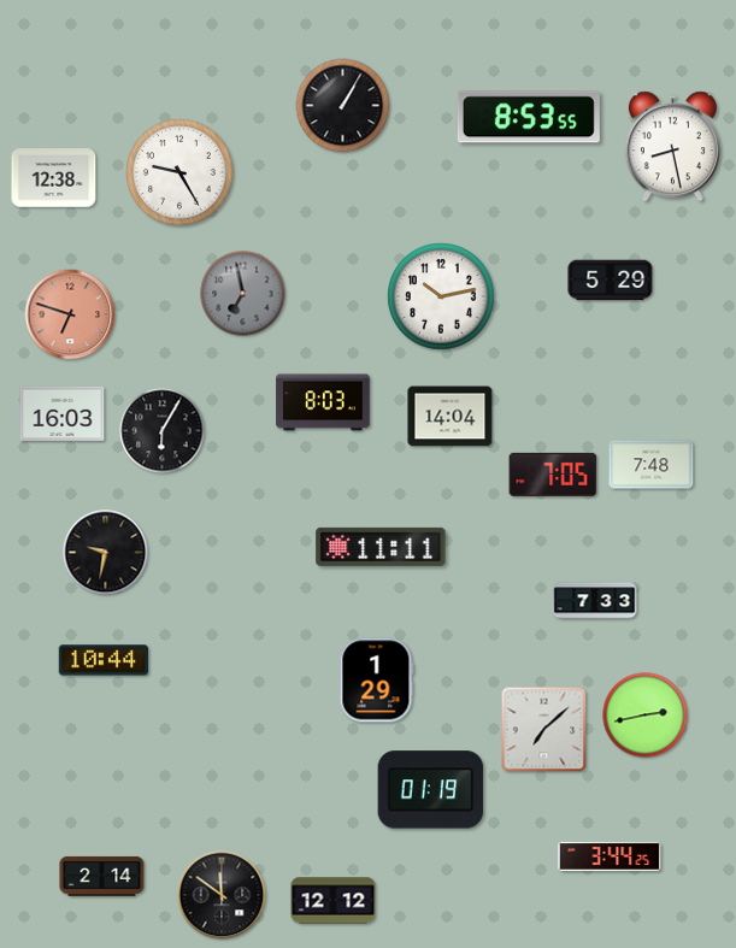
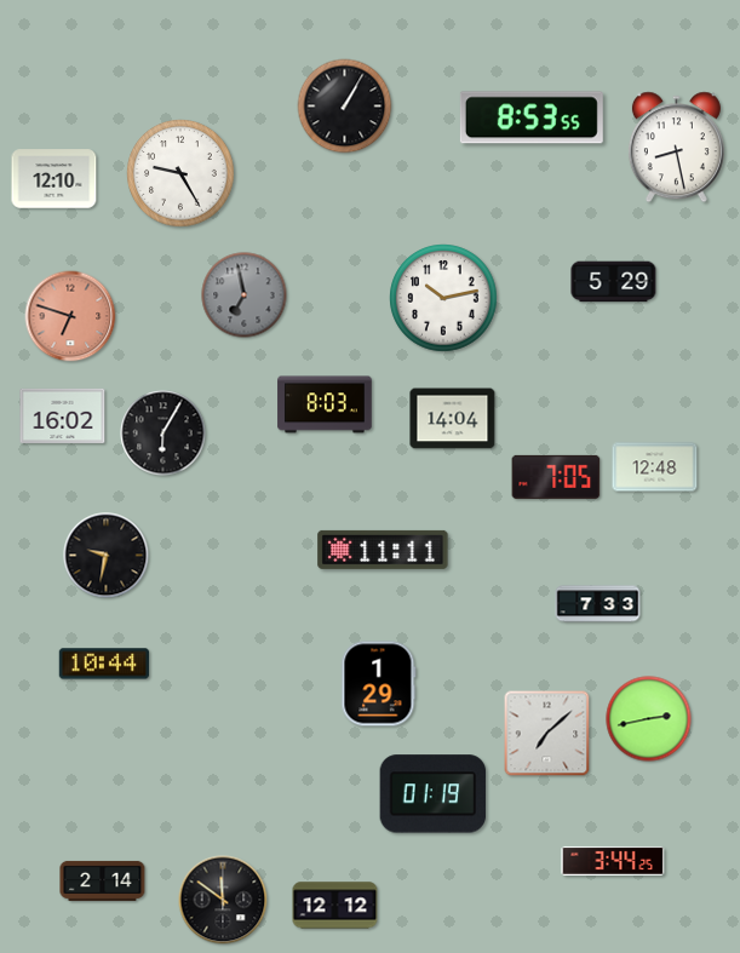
clock at (54, 178): 12:38 -> 12:10
clock at (63, 413): 16:03 -> 16:02
clock at (652, 465): 7:48 -> 12:48
